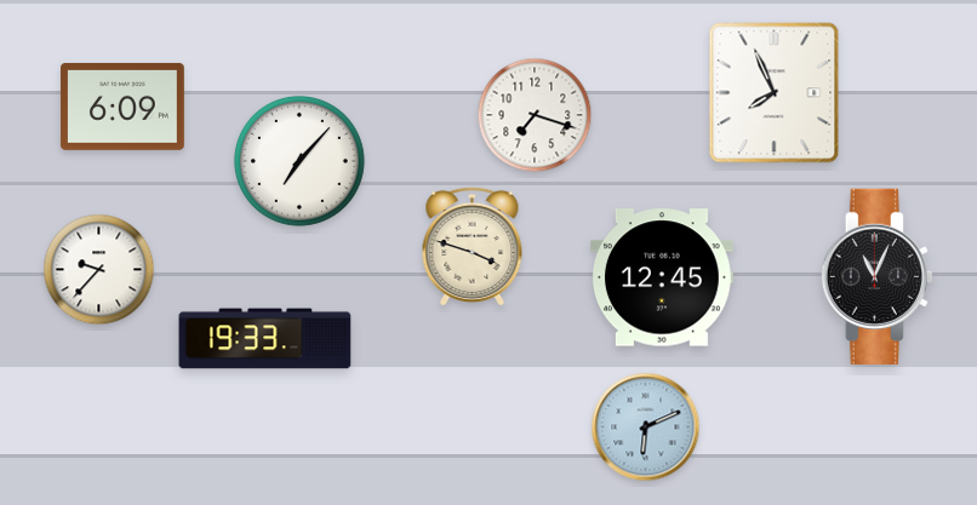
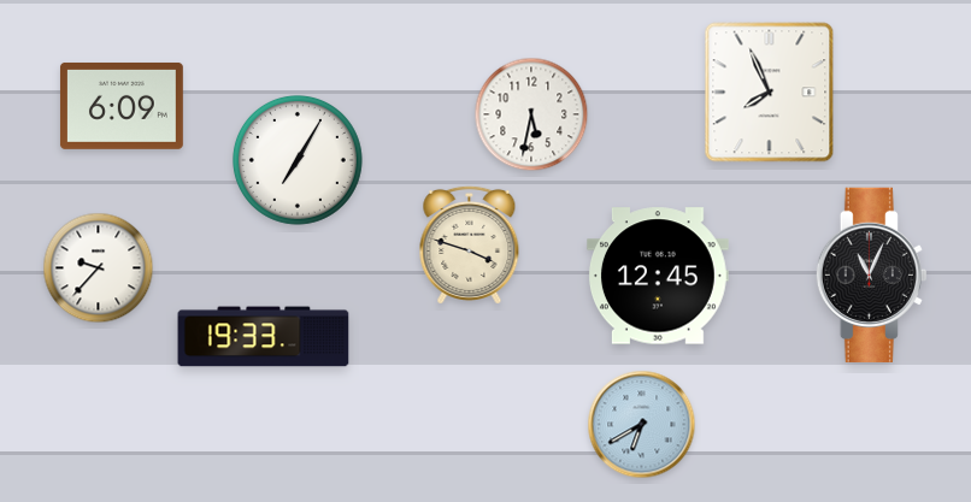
clock at (535, 115): 7:18 -> 5:32
clock at (299, 161): 7:07 -> 7:05
clock at (646, 427): 6:11 -> 6:40
